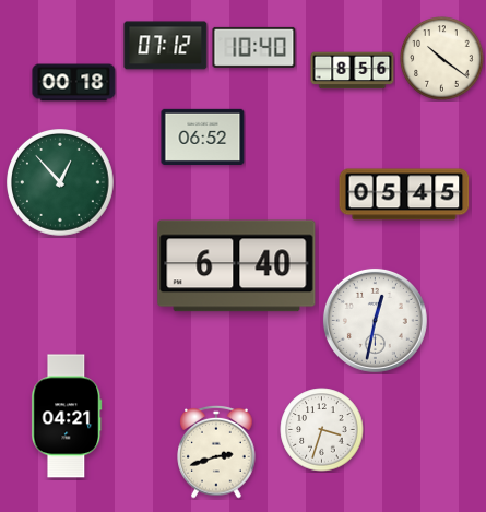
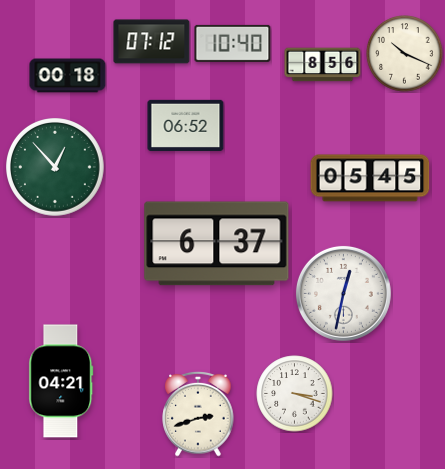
clock at (442, 59): 10:21 -> 10:19
clock at (237, 266): 6:40 -> 6:37
clock at (322, 430): 3:33 -> 3:18
